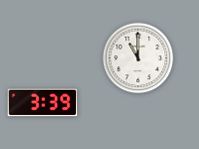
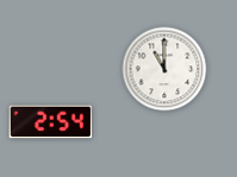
clock at (43, 103): 3:39 -> 2:54
